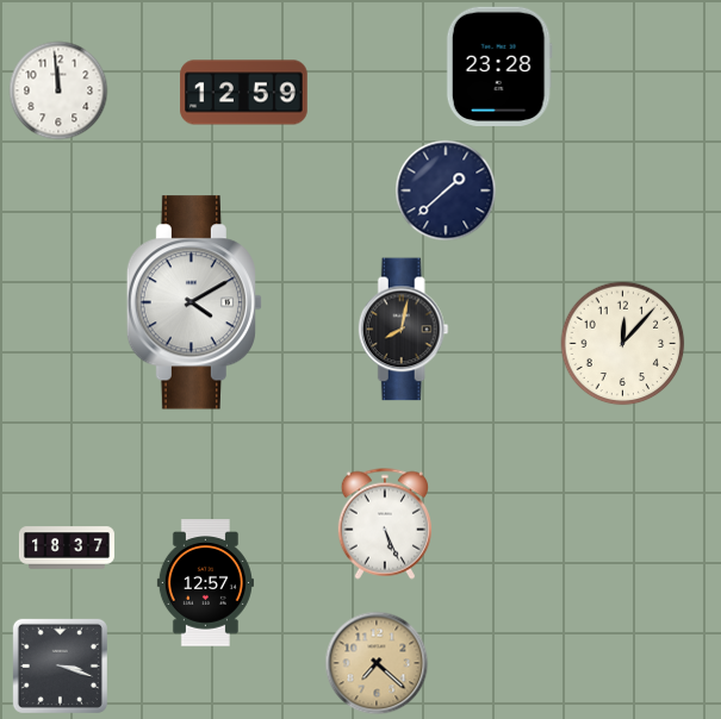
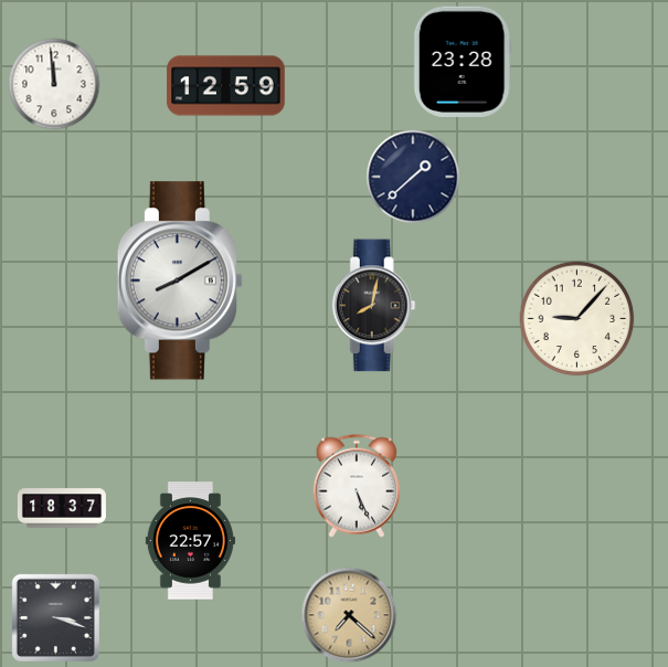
clock at (193, 302): 4:10 -> 8:10
clock at (623, 344): 12:07 -> 9:07
clock at (205, 583): 12:57 -> 22:57
